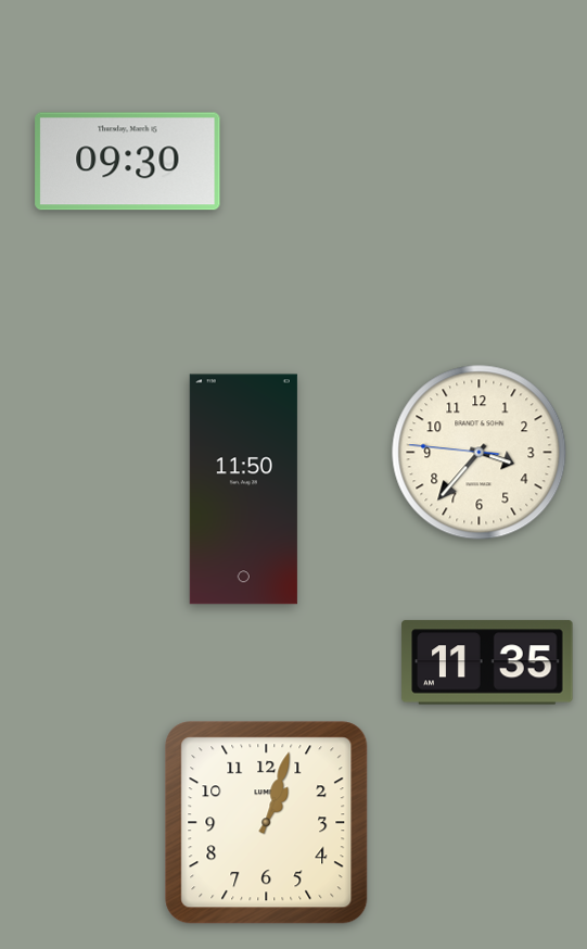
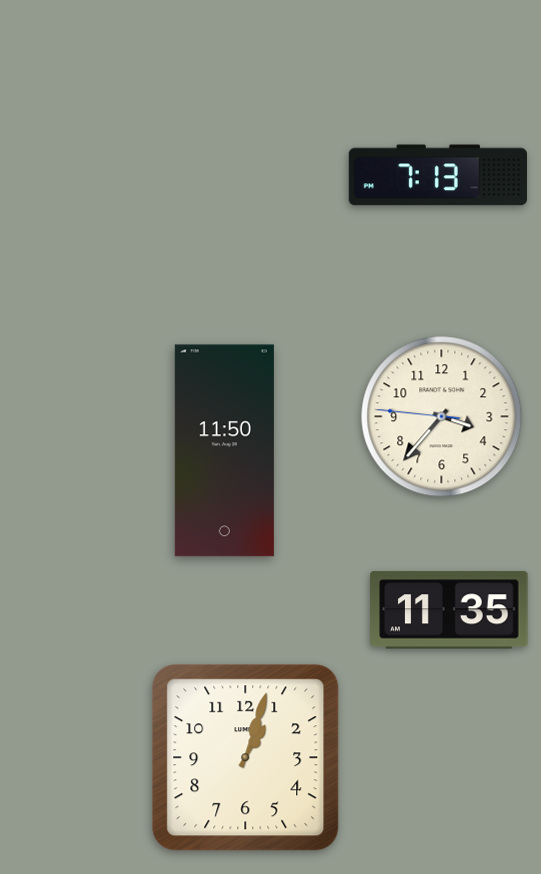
clock at (128, 162): 09:30 -> none
clock at (438, 175): none -> 7:13
